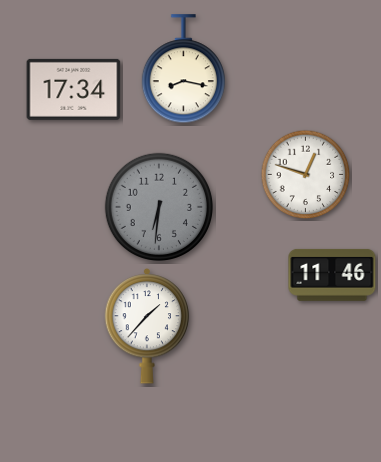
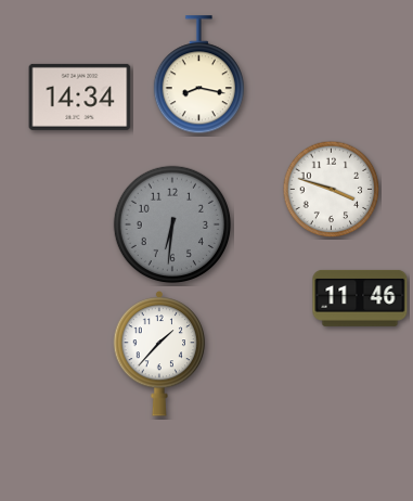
clock at (74, 89): 17:34 -> 14:34
clock at (306, 175): 12:48 -> 3:48
